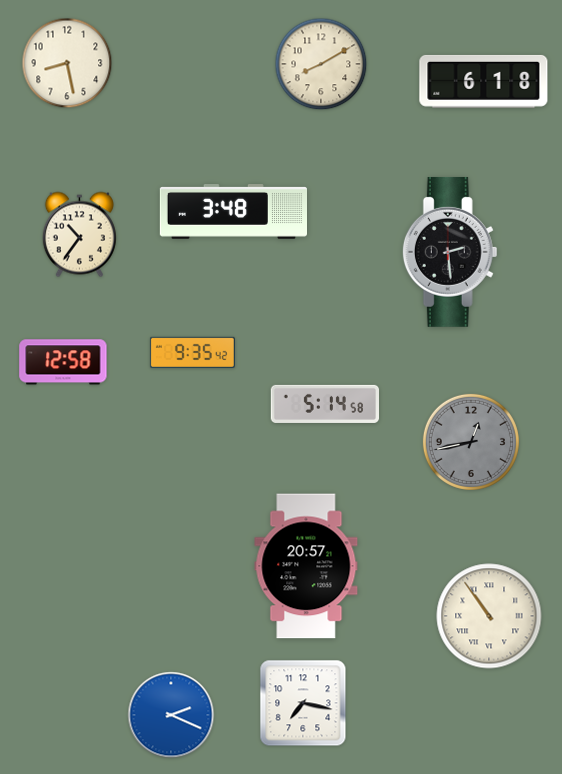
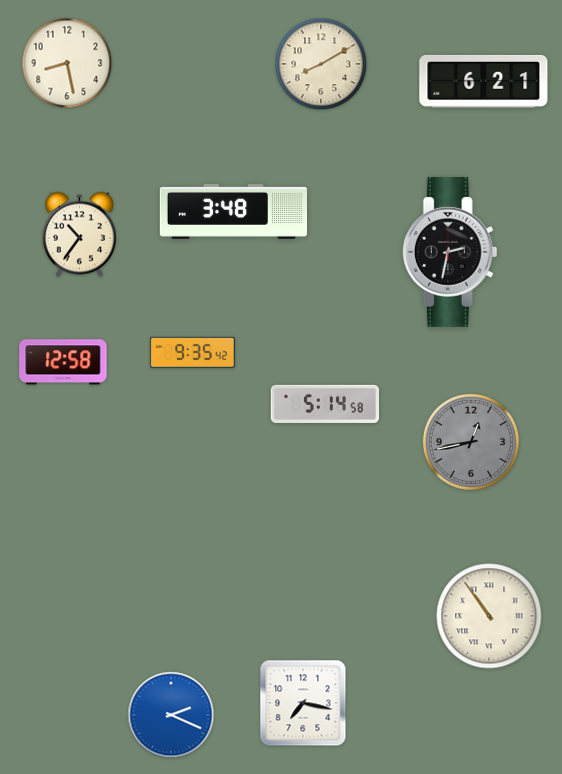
clock at (484, 81): 6:18 -> 6:21
clock at (450, 252): 2:29 -> 2:32
clock at (306, 566): 20:57 -> none
